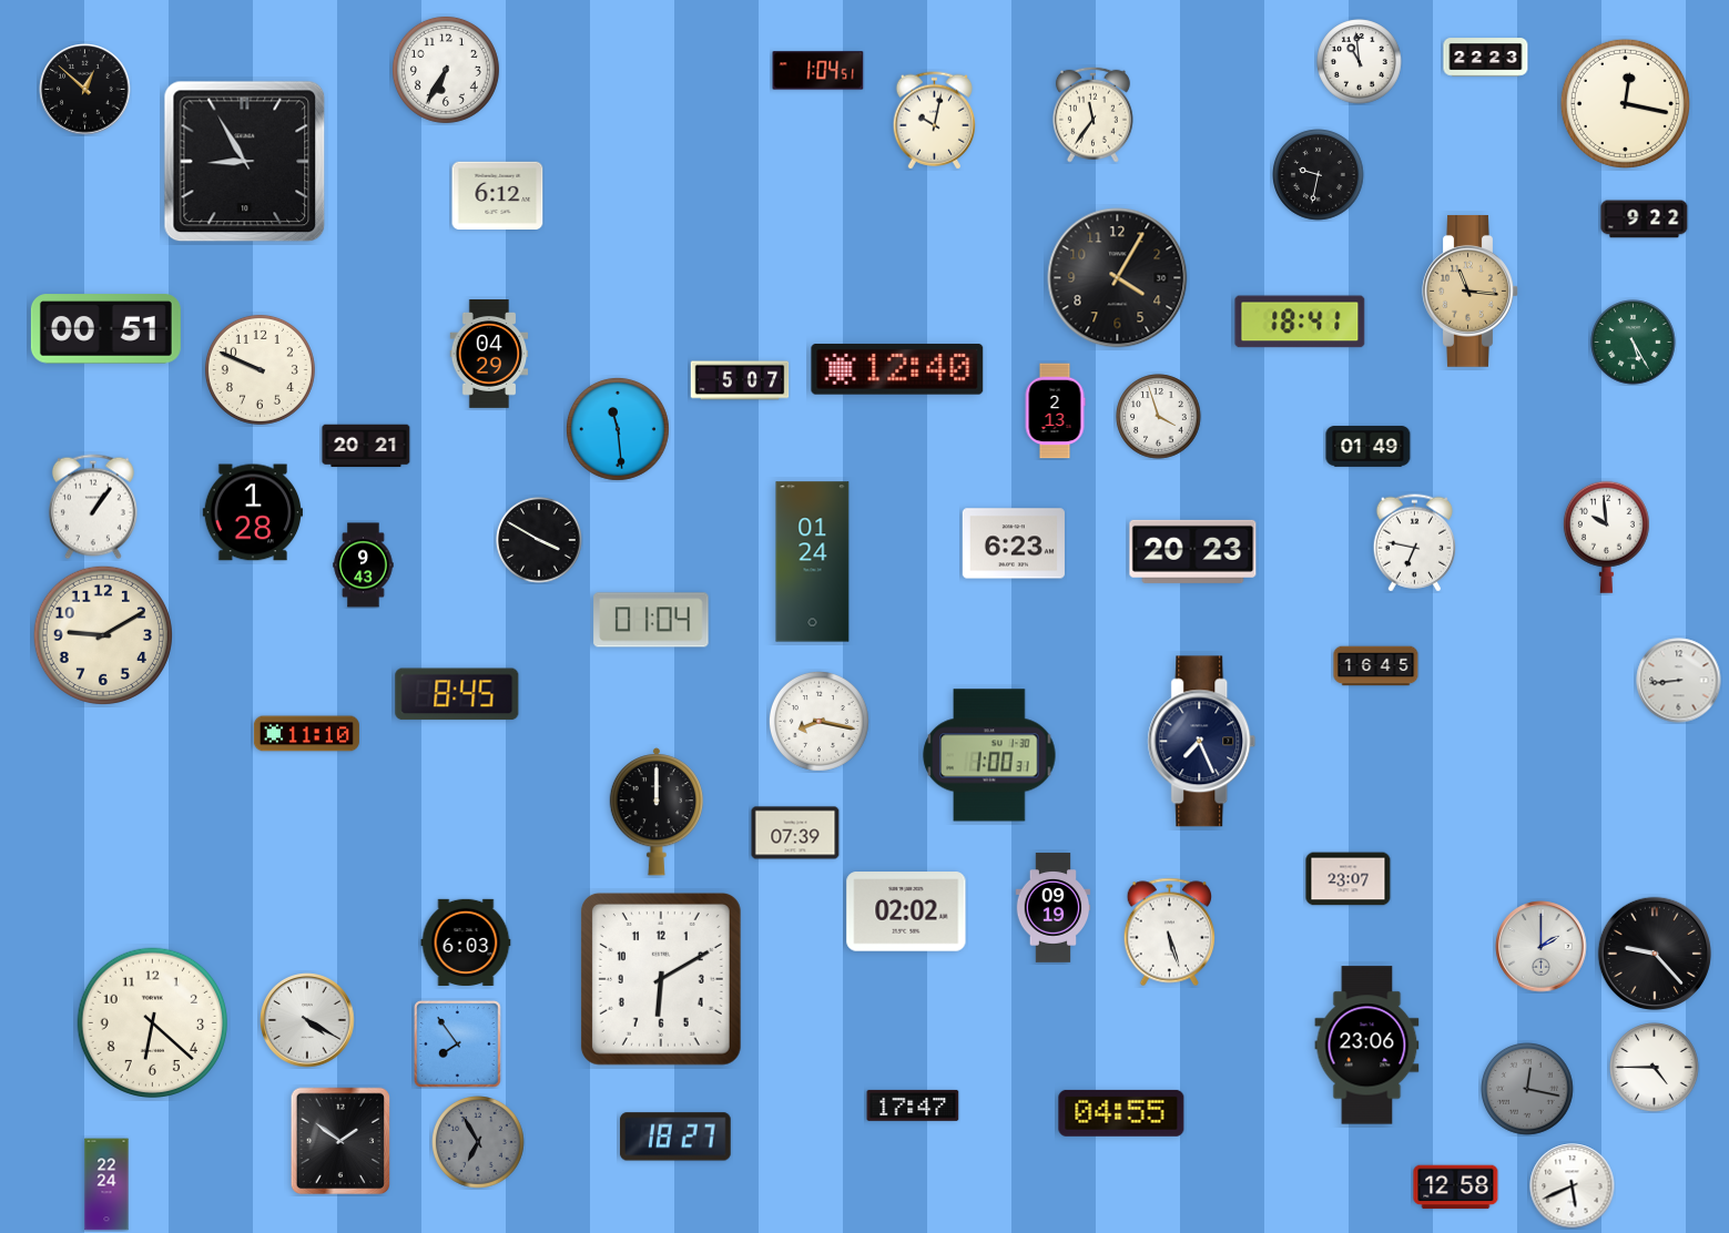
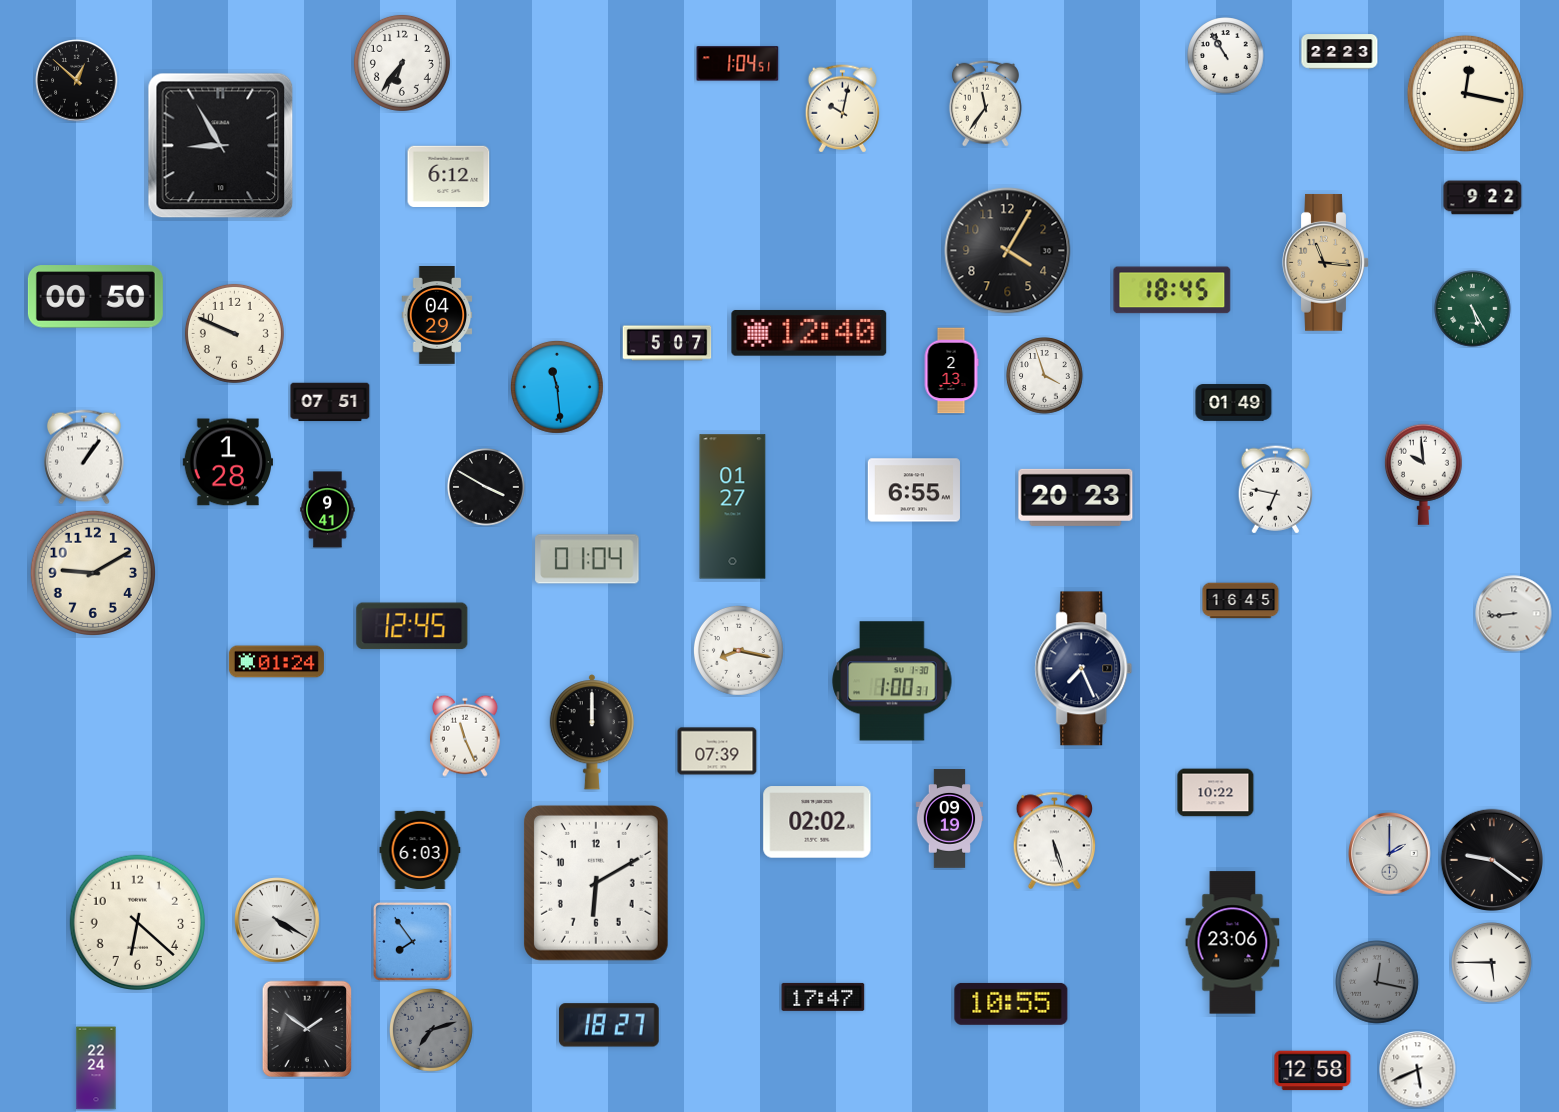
clock at (1360, 62): 10:59 -> 10:55
clock at (446, 70): 6:35 -> 6:36
clock at (1319, 175): 9:32 -> none
clock at (1300, 322): 18:41 -> 18:45
clock at (105, 329): 00:51 -> 00:50
clock at (489, 355) position: (489, 355) -> (437, 316)
clock at (366, 446): 20:21 -> 07:51
clock at (1606, 537) position: (1606, 537) -> (1423, 474)
clock at (1014, 543): 6:23 -> 6:55
clock at (813, 562): 01:24 -> 01:27
clock at (364, 565): 9:43 -> 9:41
clock at (457, 694): 8:45 -> 12:45
clock at (306, 734): 11:10 -> 01:24
clock at (466, 736): none -> 11:26
clock at (1349, 879): 23:07 -> 10:22
clock at (1654, 952): 9:23 -> 9:21
clock at (1655, 1068): 4:45 -> 5:45
clock at (1121, 1113): 04:55 -> 10:55
clock at (478, 1142): 6:55 -> 7:12
